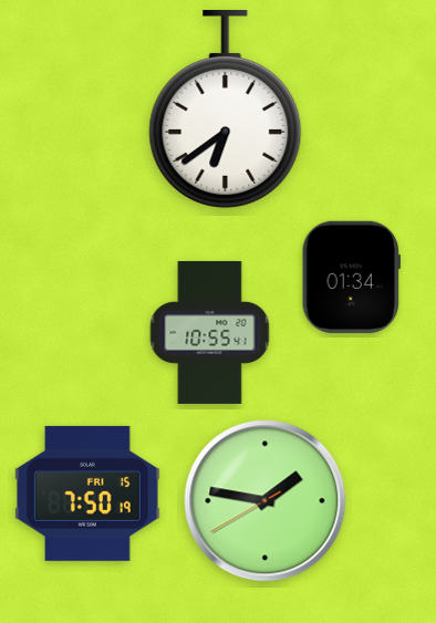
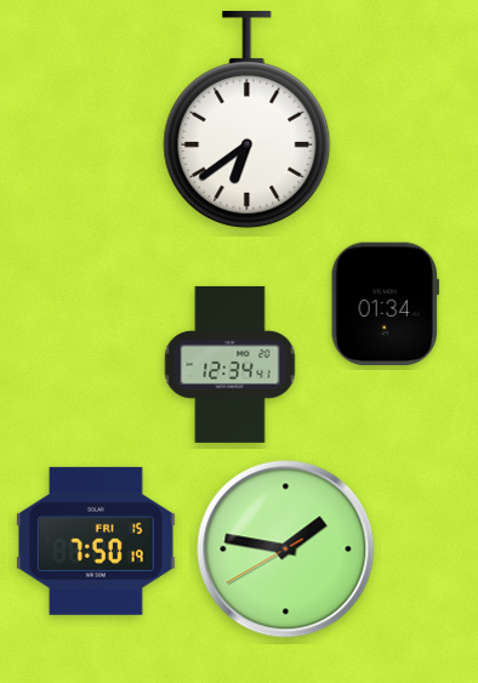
clock at (210, 332): 10:55 -> 12:34
clock at (266, 501) position: (266, 501) -> (286, 550)
